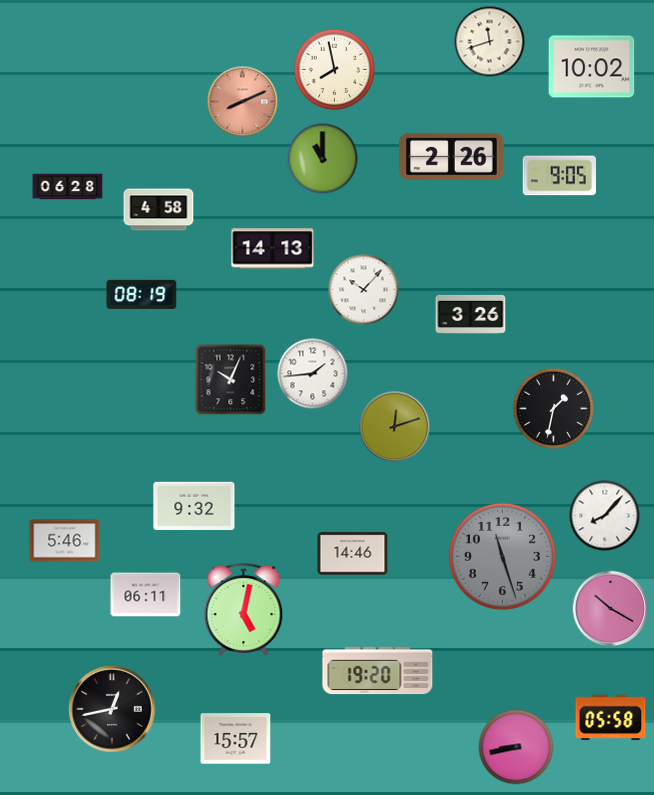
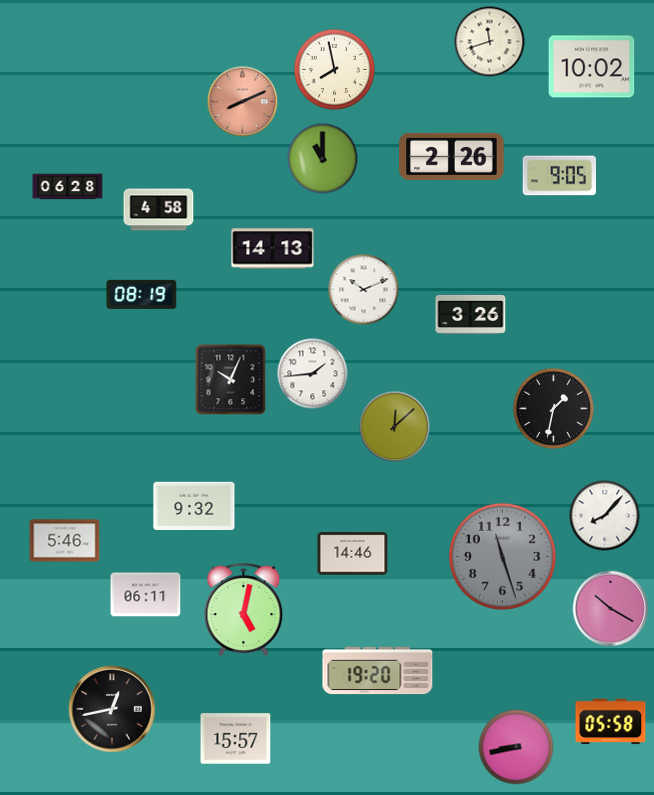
clock at (364, 290): 10:07 -> 10:11
clock at (395, 427): 12:12 -> 12:08
clock at (611, 718) position: (611, 718) -> (611, 722)
